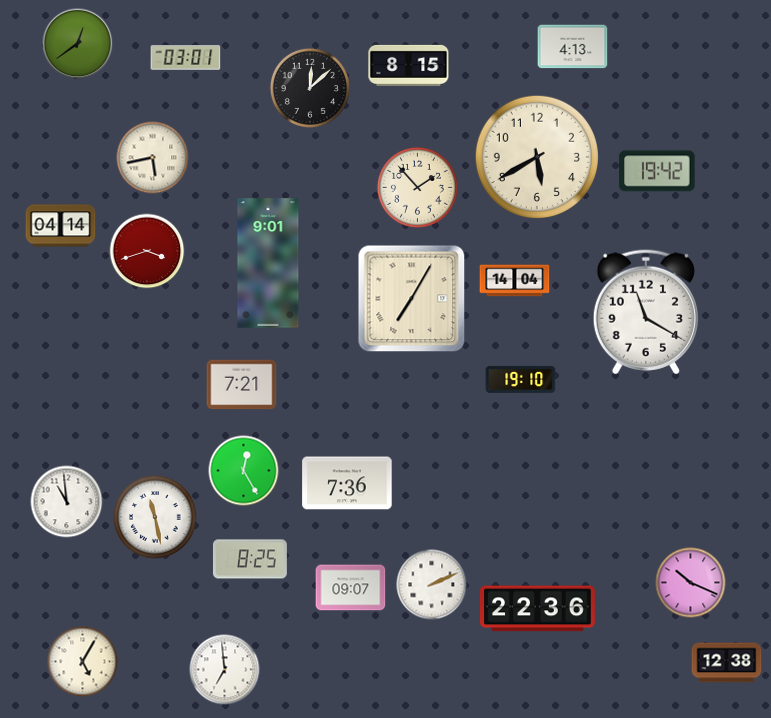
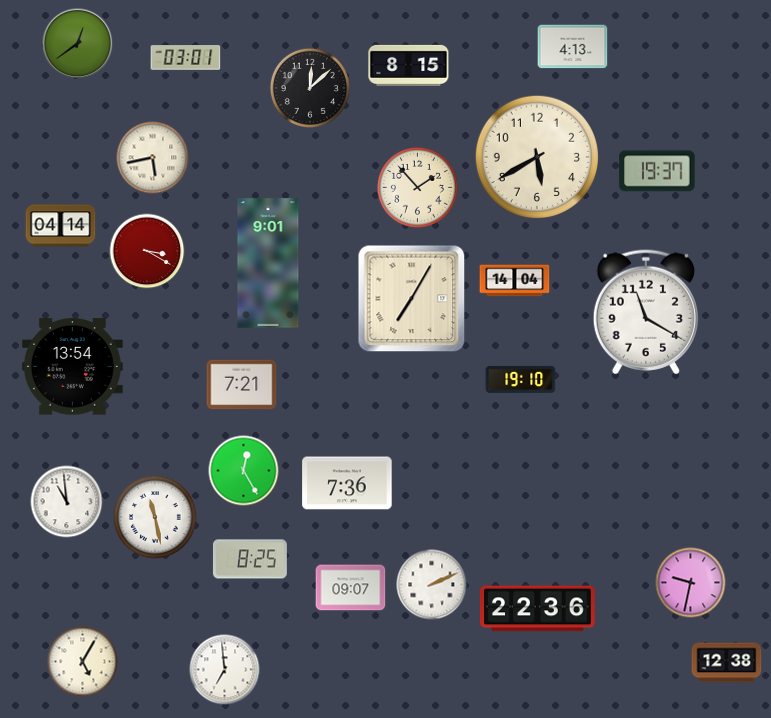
clock at (657, 171): 19:42 -> 19:37
clock at (147, 251): 3:42 -> 3:20
clock at (72, 367): none -> 13:54
clock at (691, 583): 10:19 -> 9:32
